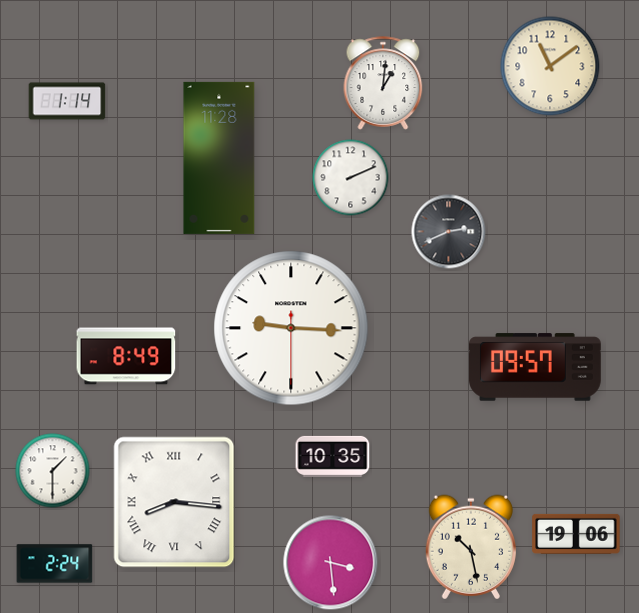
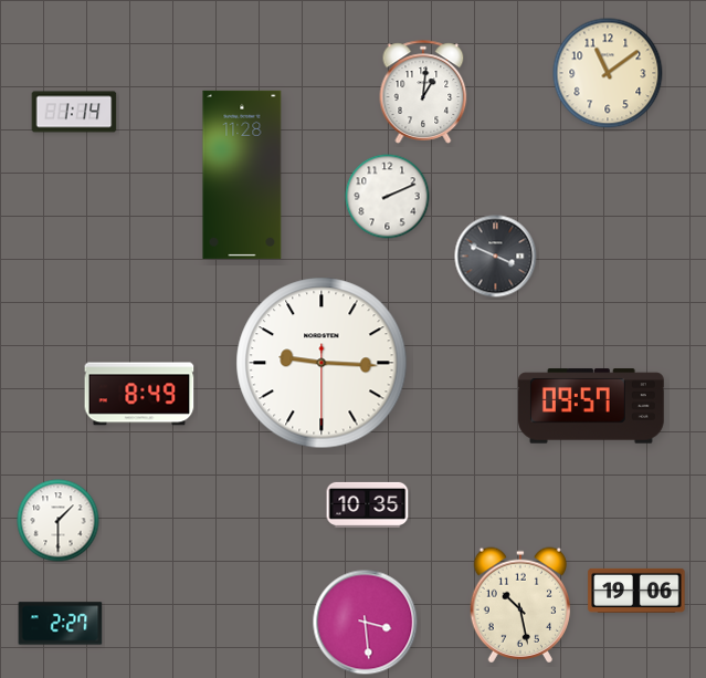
clock at (449, 232): 2:41 -> 3:49
clock at (174, 502): 8:16 -> none
clock at (55, 564): 2:24 -> 2:27
